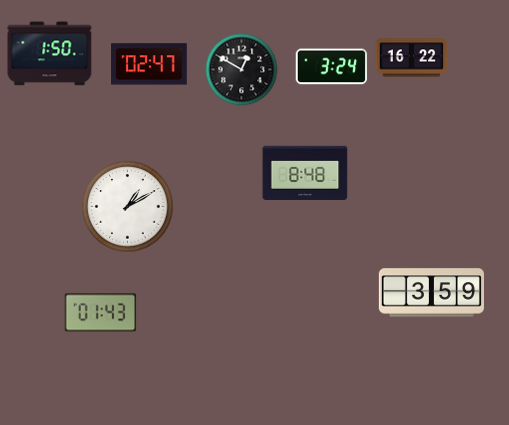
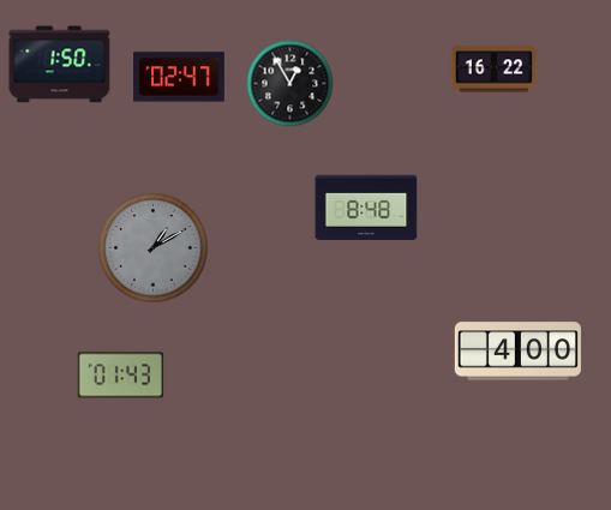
clock at (332, 67): 3:24 -> none
clock at (242, 70): 12:50 -> 12:55
clock at (128, 207) dial: white -> grey
clock at (431, 293): 3:59 -> 4:00
